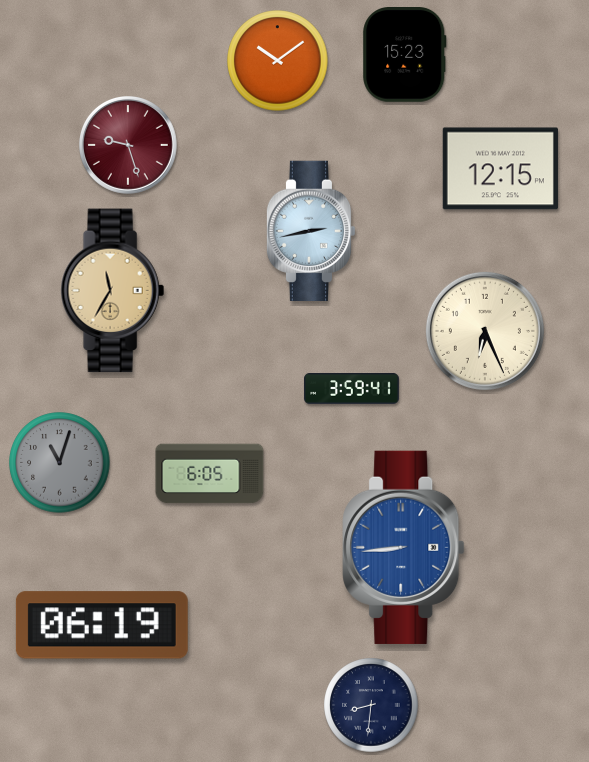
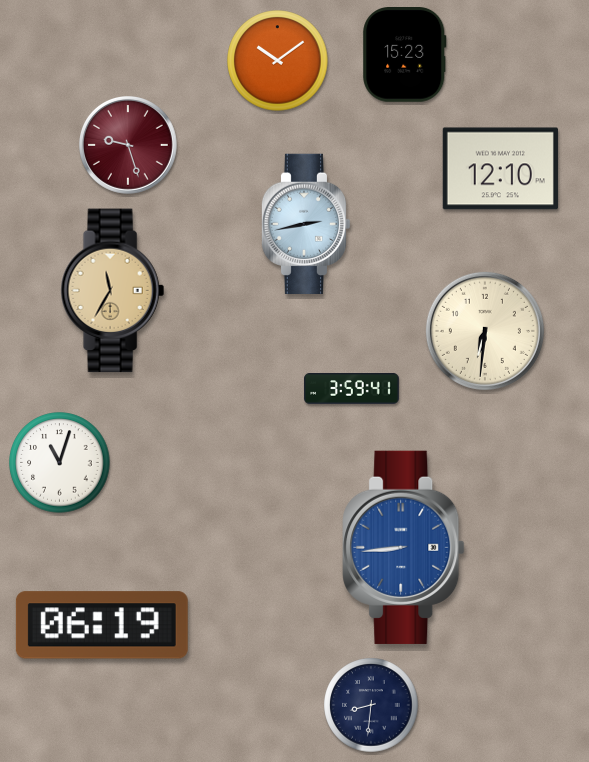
clock at (500, 169): 12:15 -> 12:10
clock at (311, 230) position: (311, 230) -> (306, 223)
clock at (485, 331): 6:26 -> 6:31
clock at (60, 463) dial: grey -> white
clock at (210, 474): 6:05 -> none
